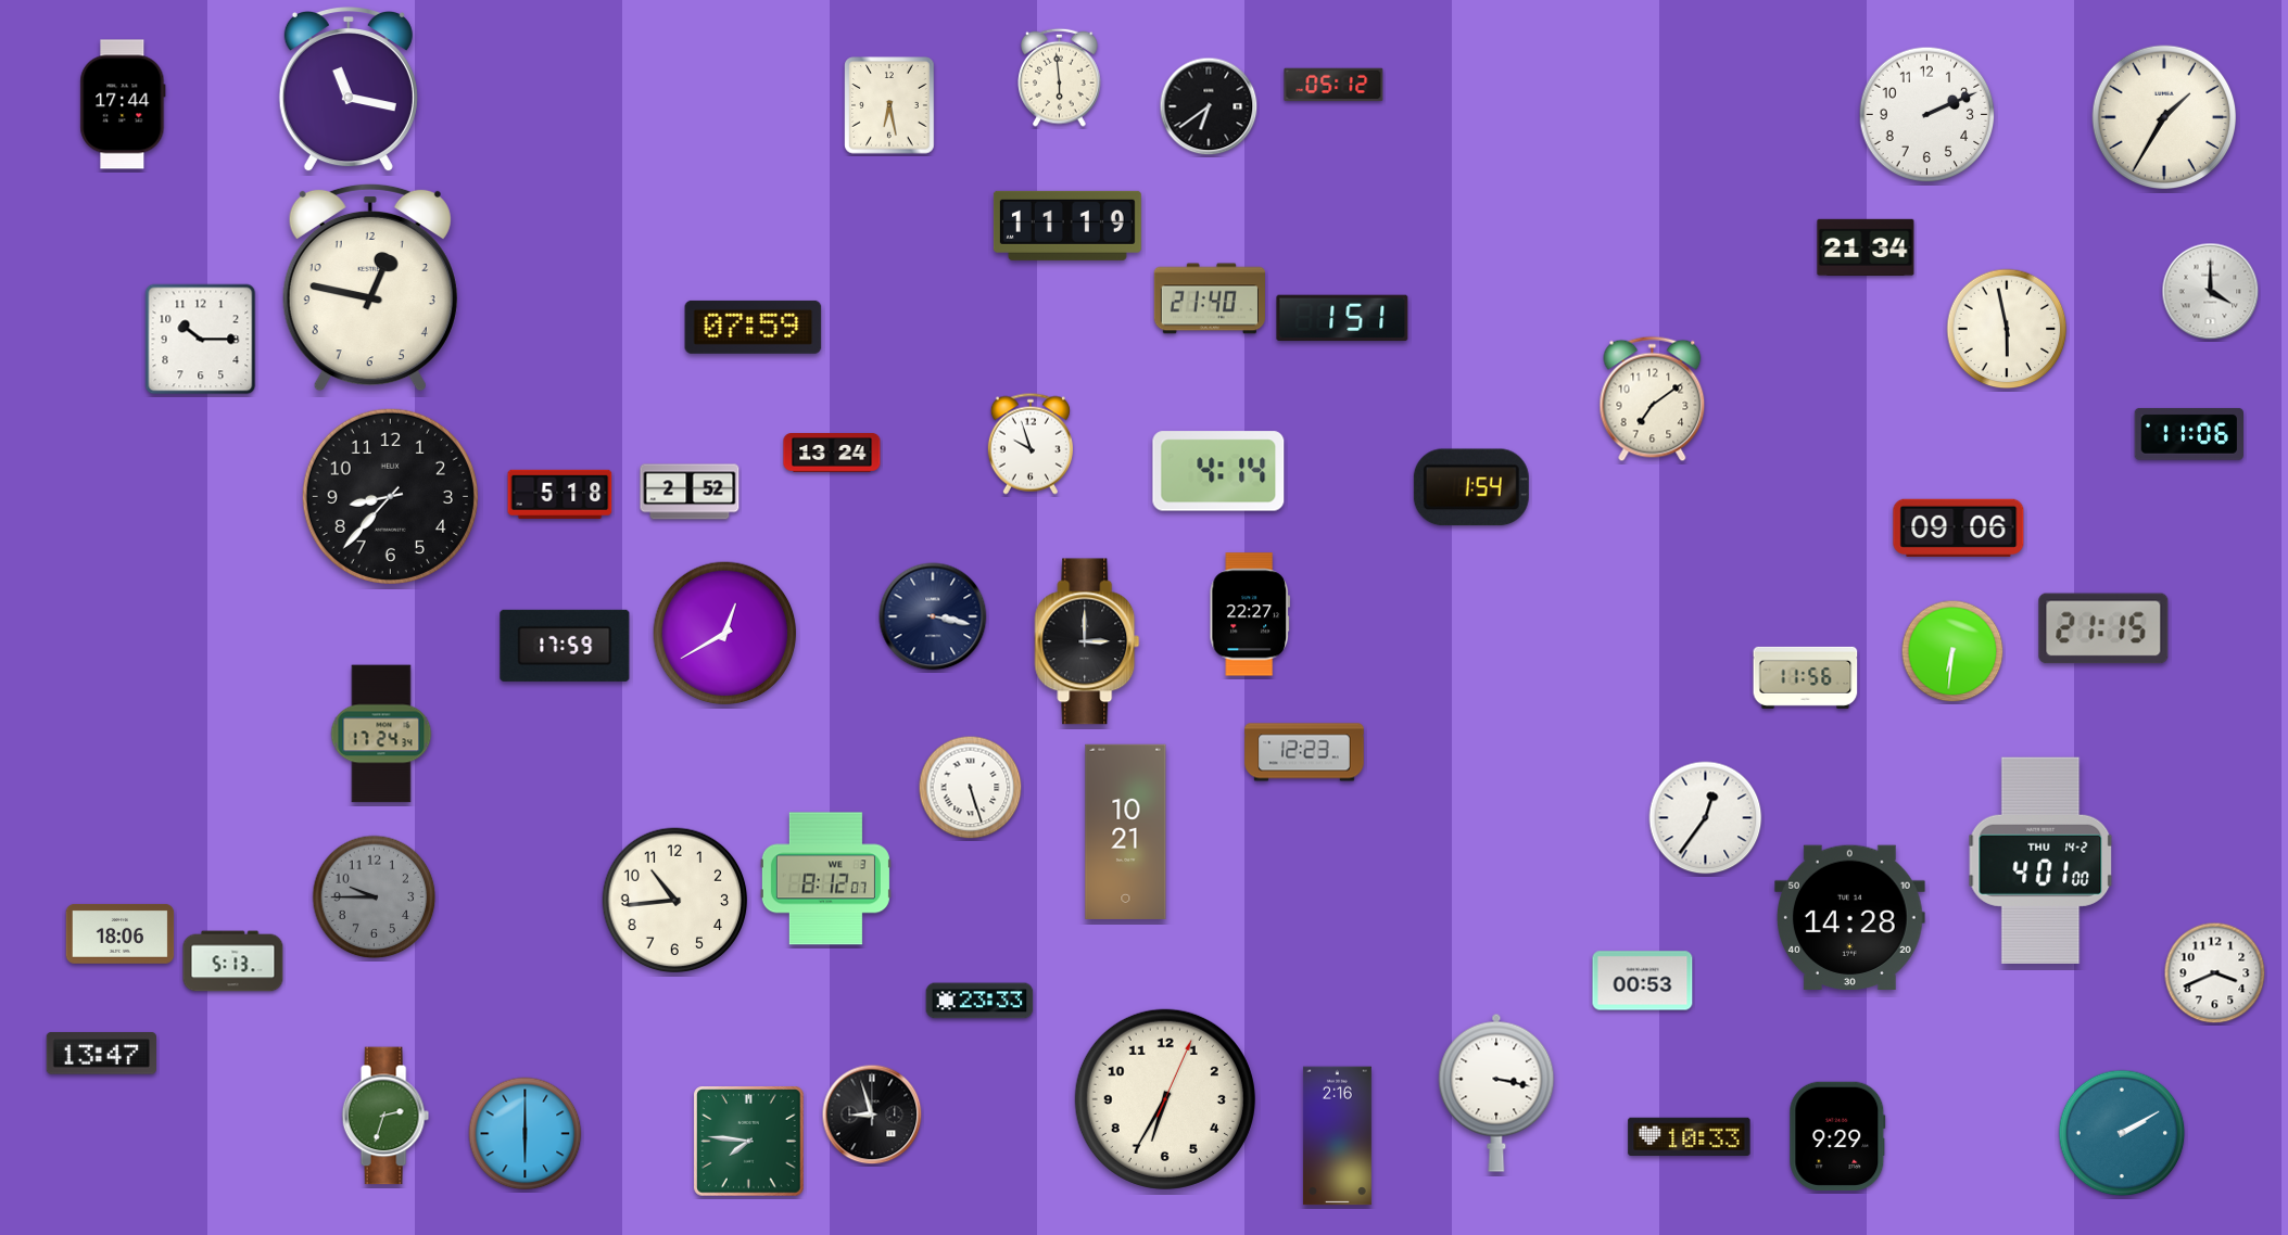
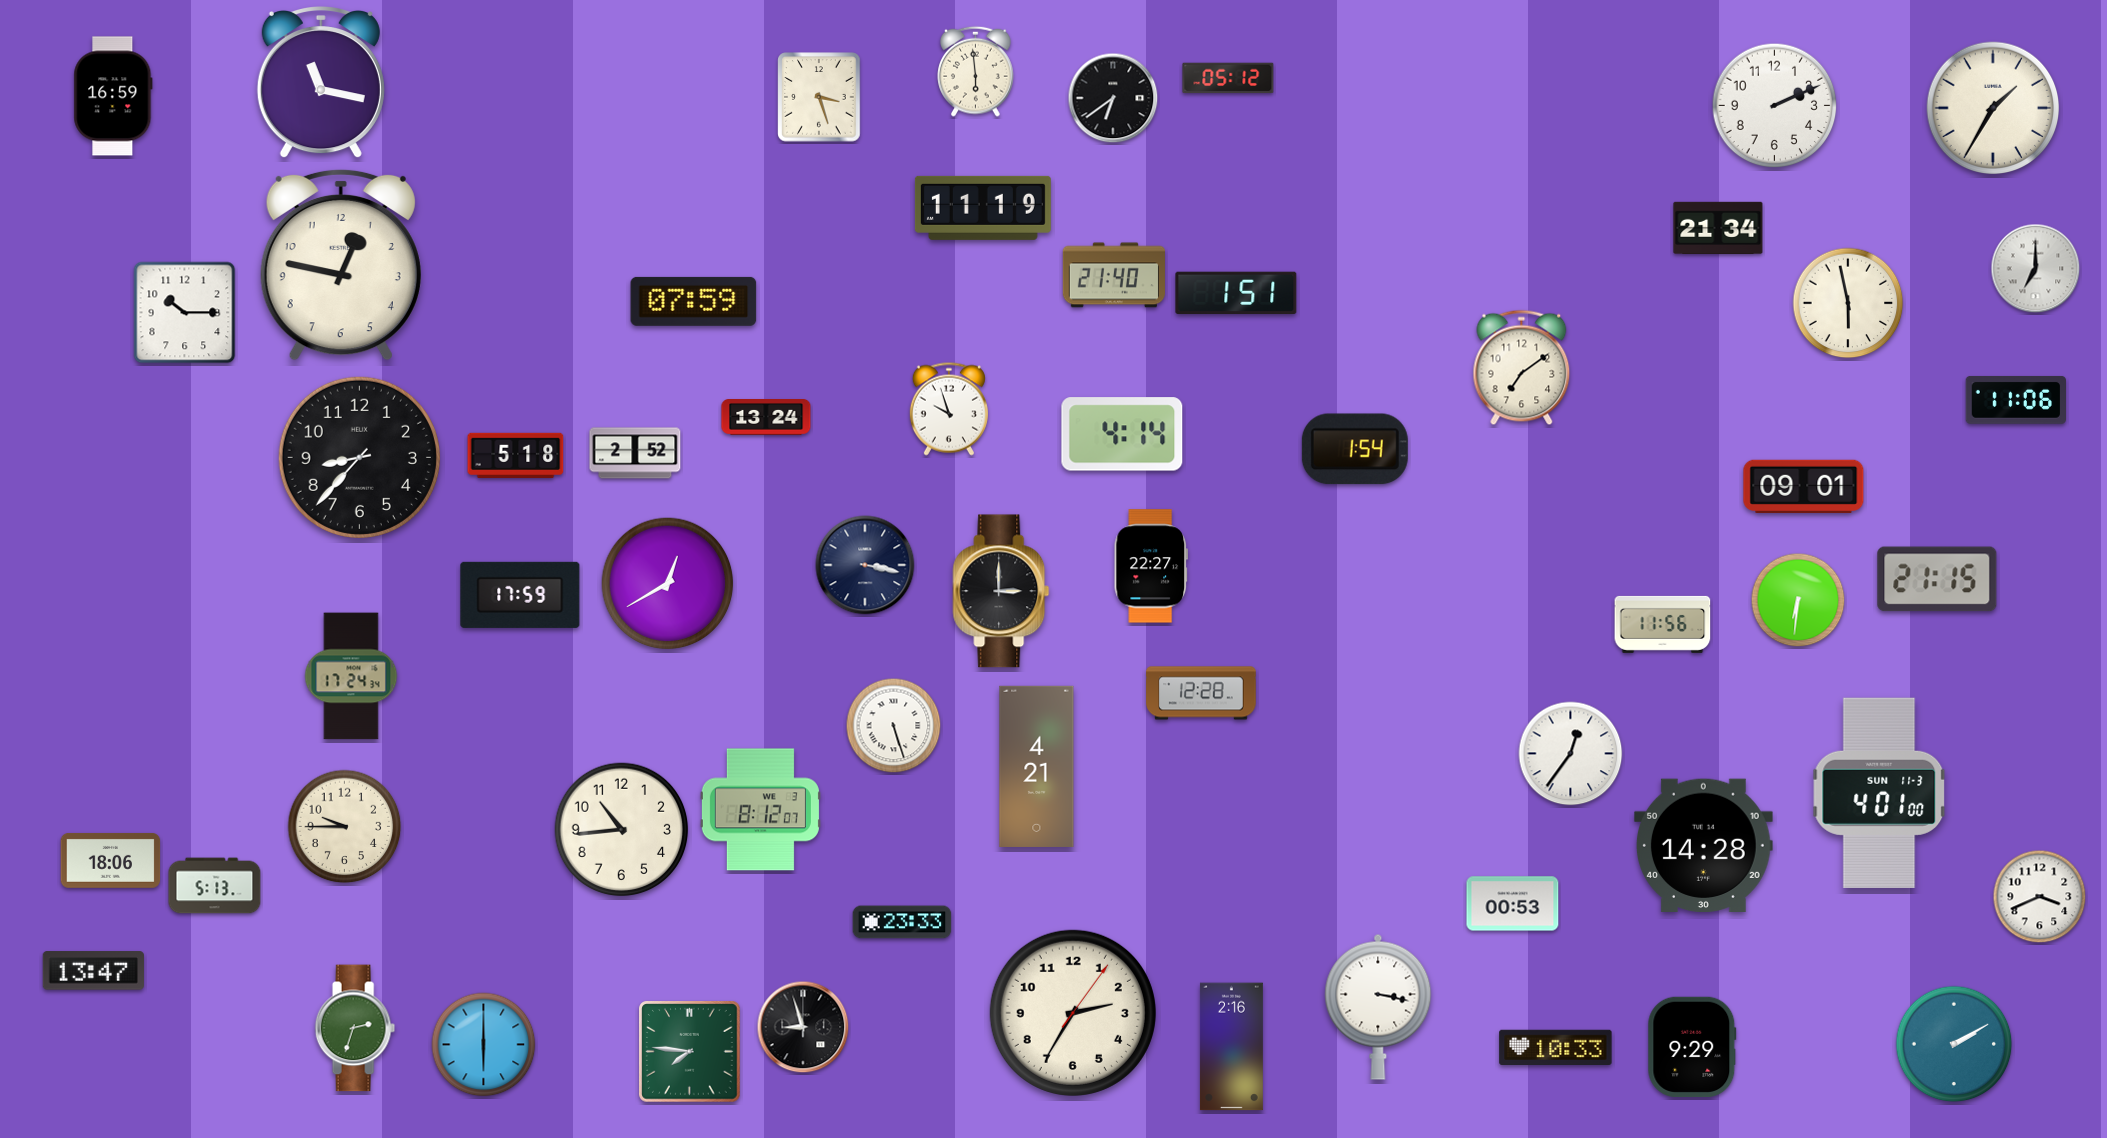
clock at (123, 104): 17:44 -> 16:59
clock at (889, 105): 6:28 -> 3:27
clock at (2211, 292): 4:00 -> 7:00
clock at (1959, 527): 09:06 -> 09:01
clock at (933, 616) position: (933, 616) -> (865, 565)
clock at (1304, 752): 12:23 -> 12:28
clock at (1126, 831): 10:21 -> 4:21
clock at (2040, 861) date: THU 14-2 -> SUN 11-3
clock at (375, 897) dial: grey -> cream
clock at (1165, 1099): 6:35 -> 2:35
